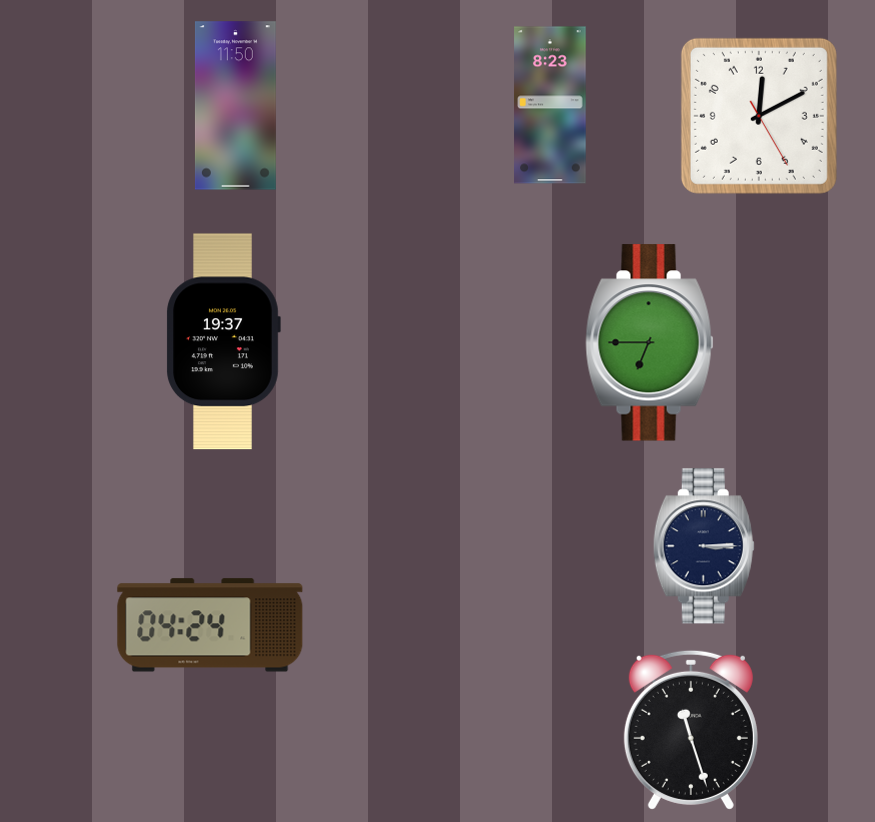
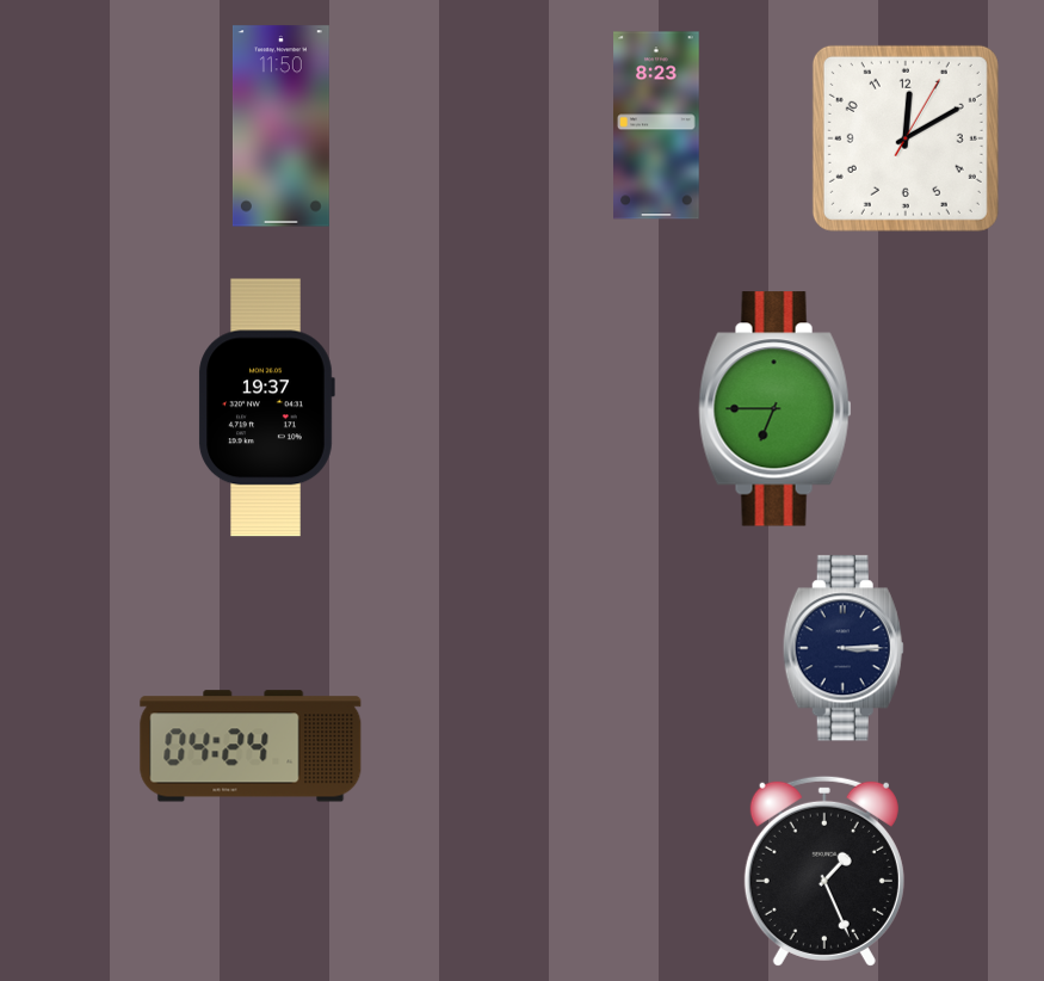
clock at (759, 116): 12:10:25 -> 12:10:05
clock at (704, 546) position: (704, 546) -> (844, 648)
clock at (691, 730): 11:27 -> 1:26
